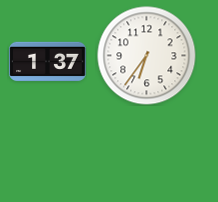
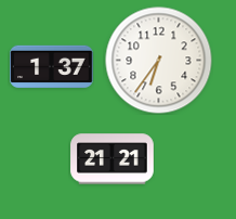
clock at (113, 159): none -> 21:21
